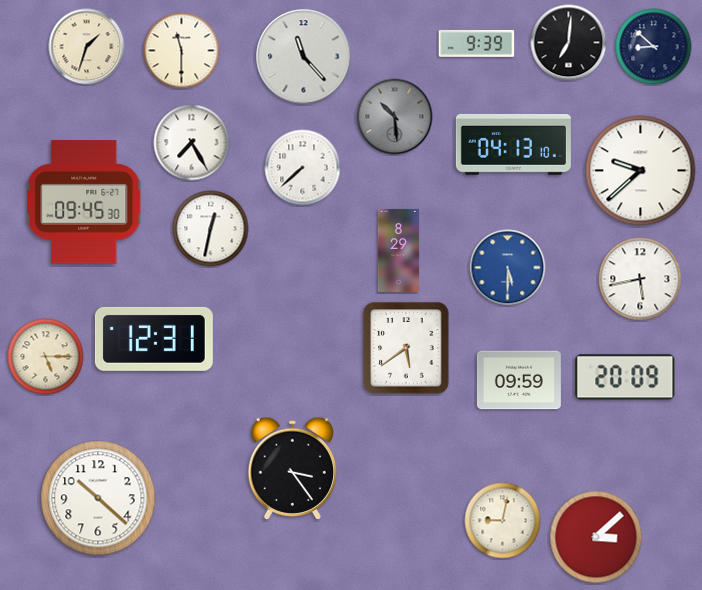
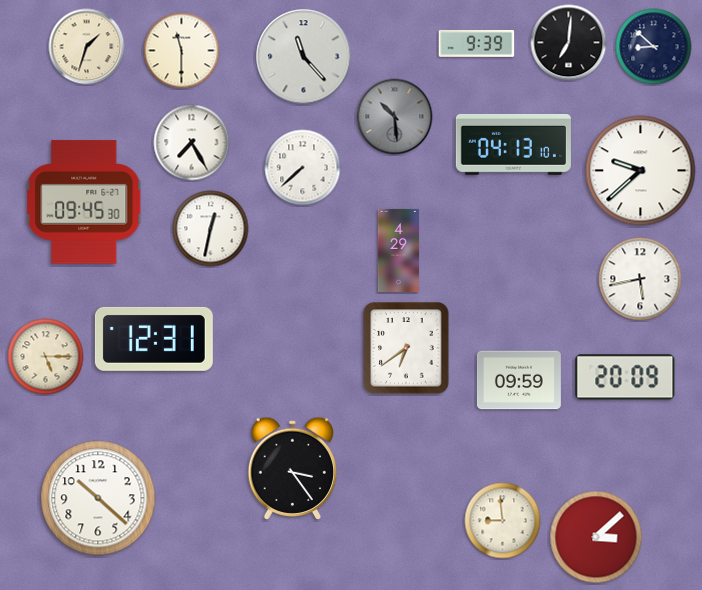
clock at (398, 250): 8:29 -> 4:29
clock at (508, 268): 5:30 -> none
clock at (406, 348): 5:39 -> 6:39
clock at (503, 521): 9:02 -> 8:59
